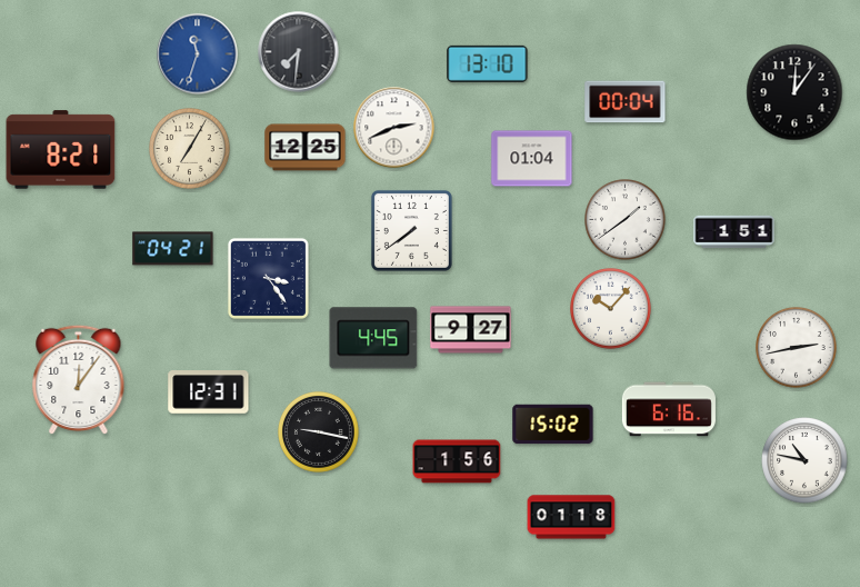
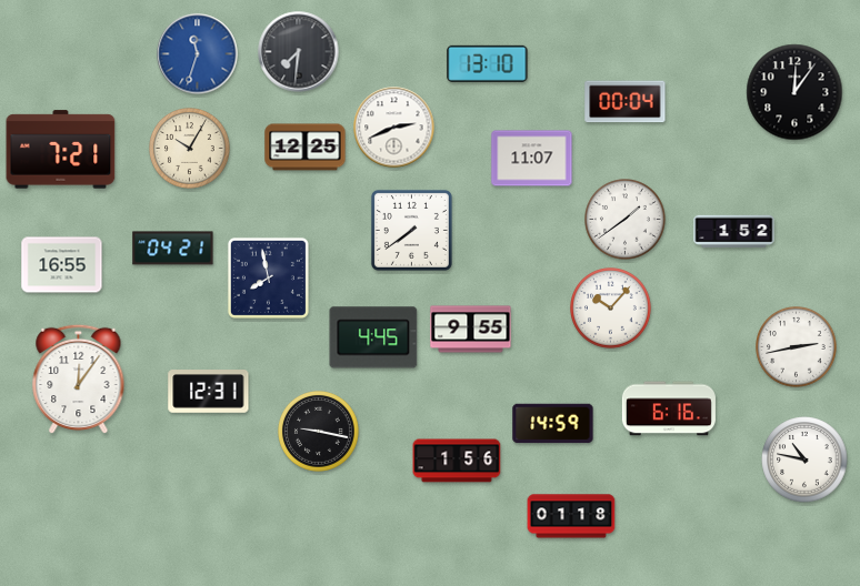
clock at (190, 149): 7:05 -> 10:05
clock at (61, 150): 8:21 -> 7:21
clock at (532, 159): 01:04 -> 11:07
clock at (734, 232): 1:51 -> 1:52
clock at (62, 265): none -> 16:55
clock at (268, 278): 3:24 -> 7:58
clock at (471, 330): 9:27 -> 9:55
clock at (553, 425): 15:02 -> 14:59
